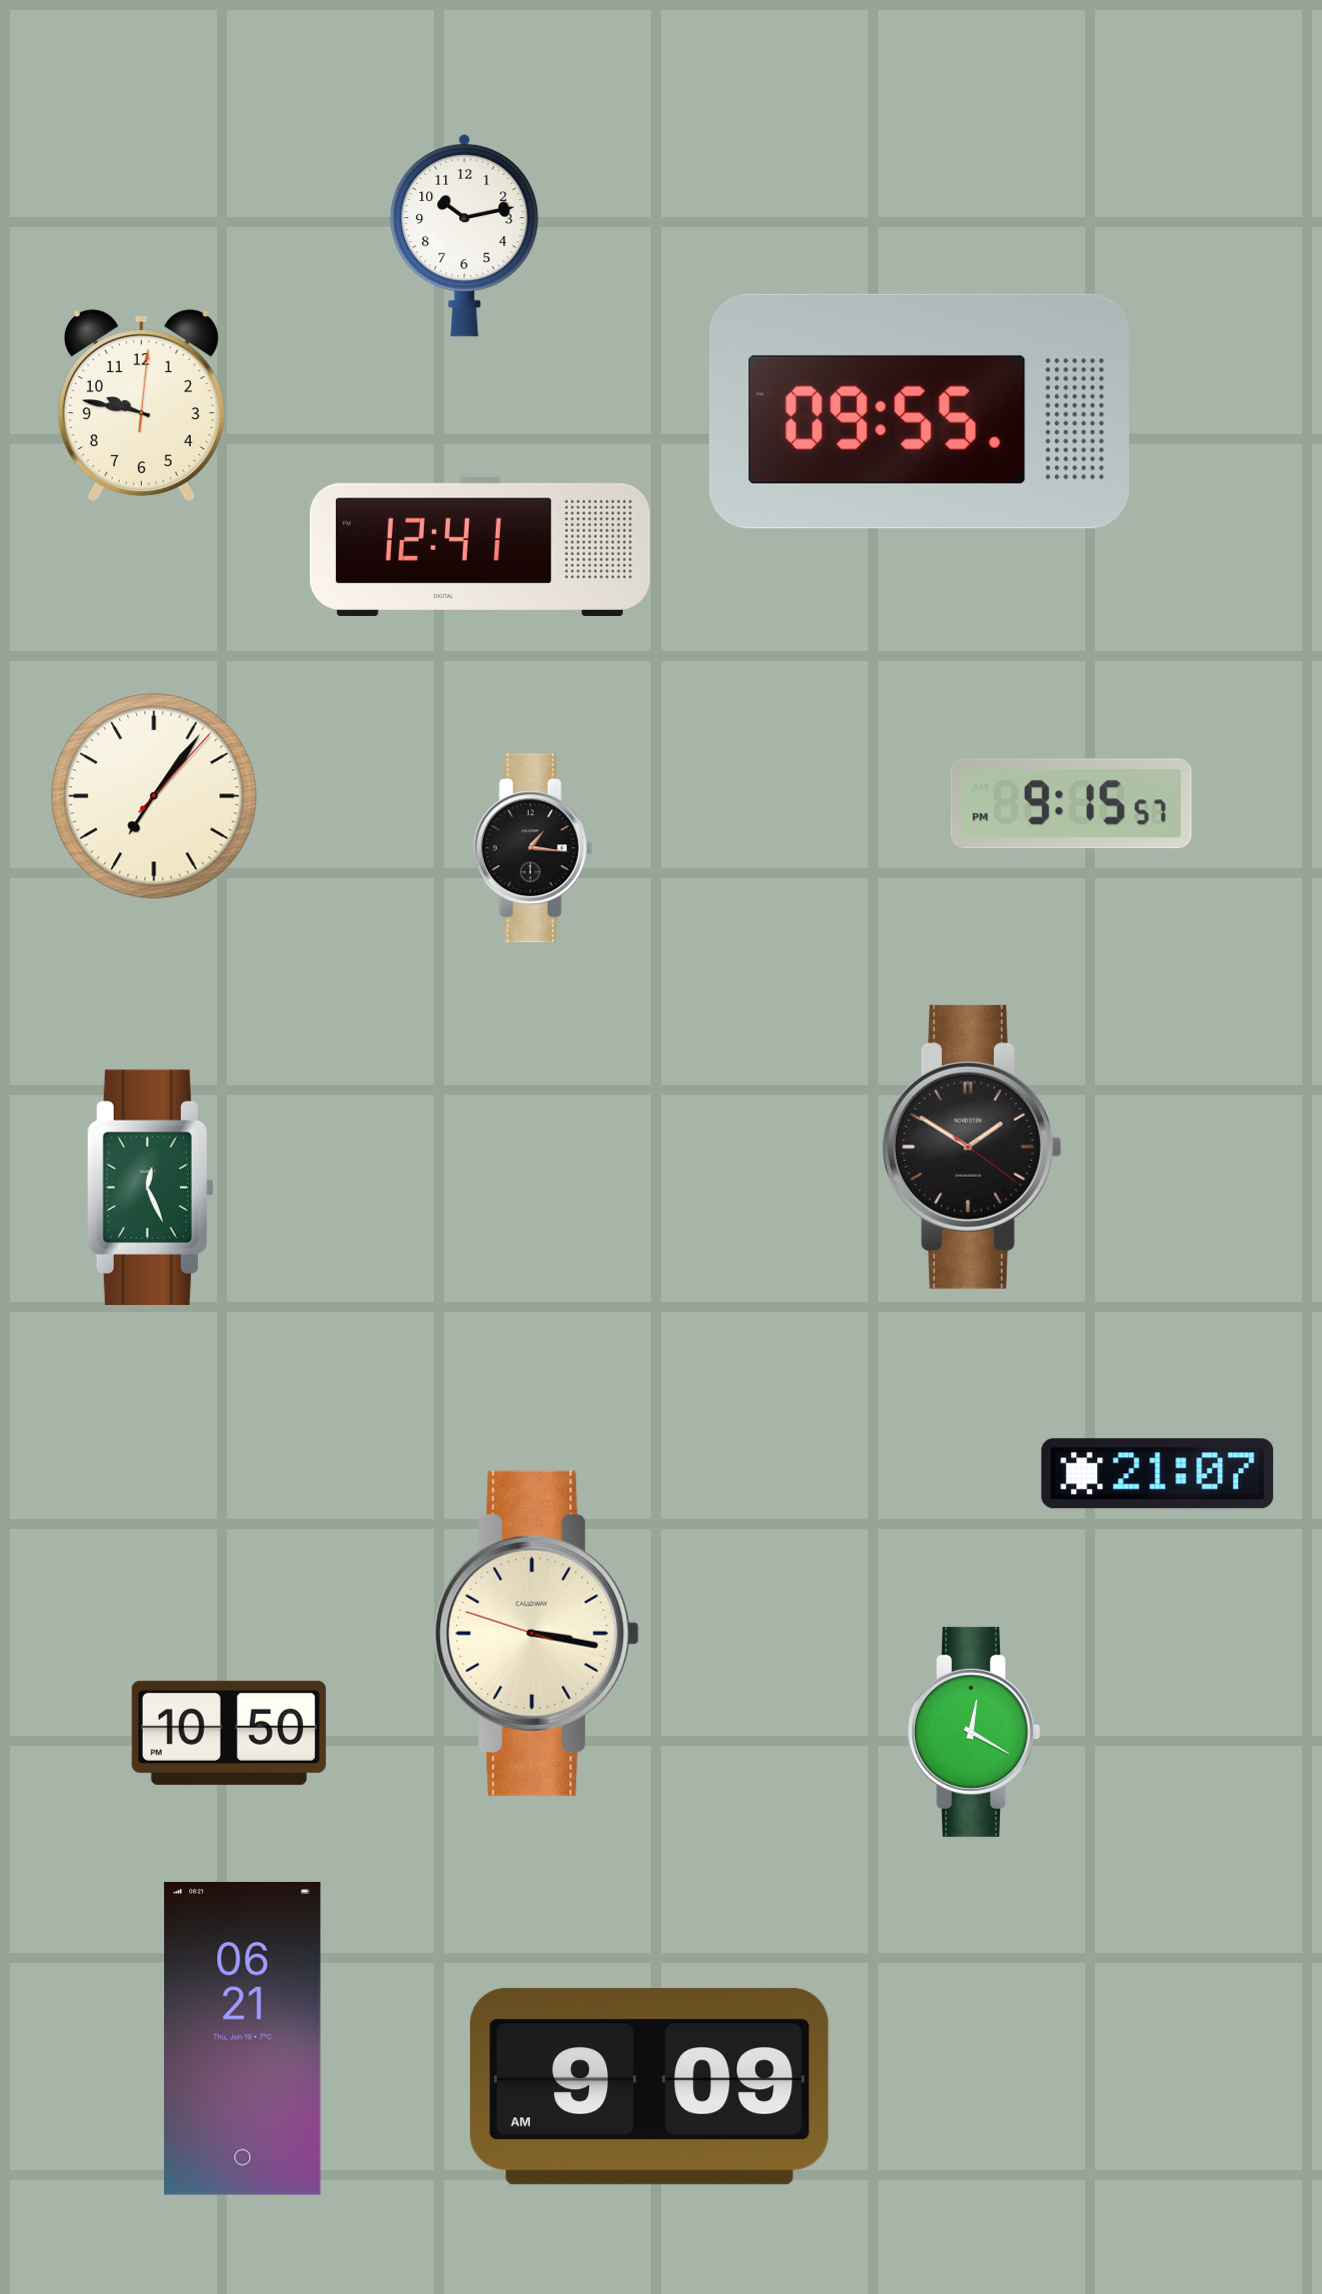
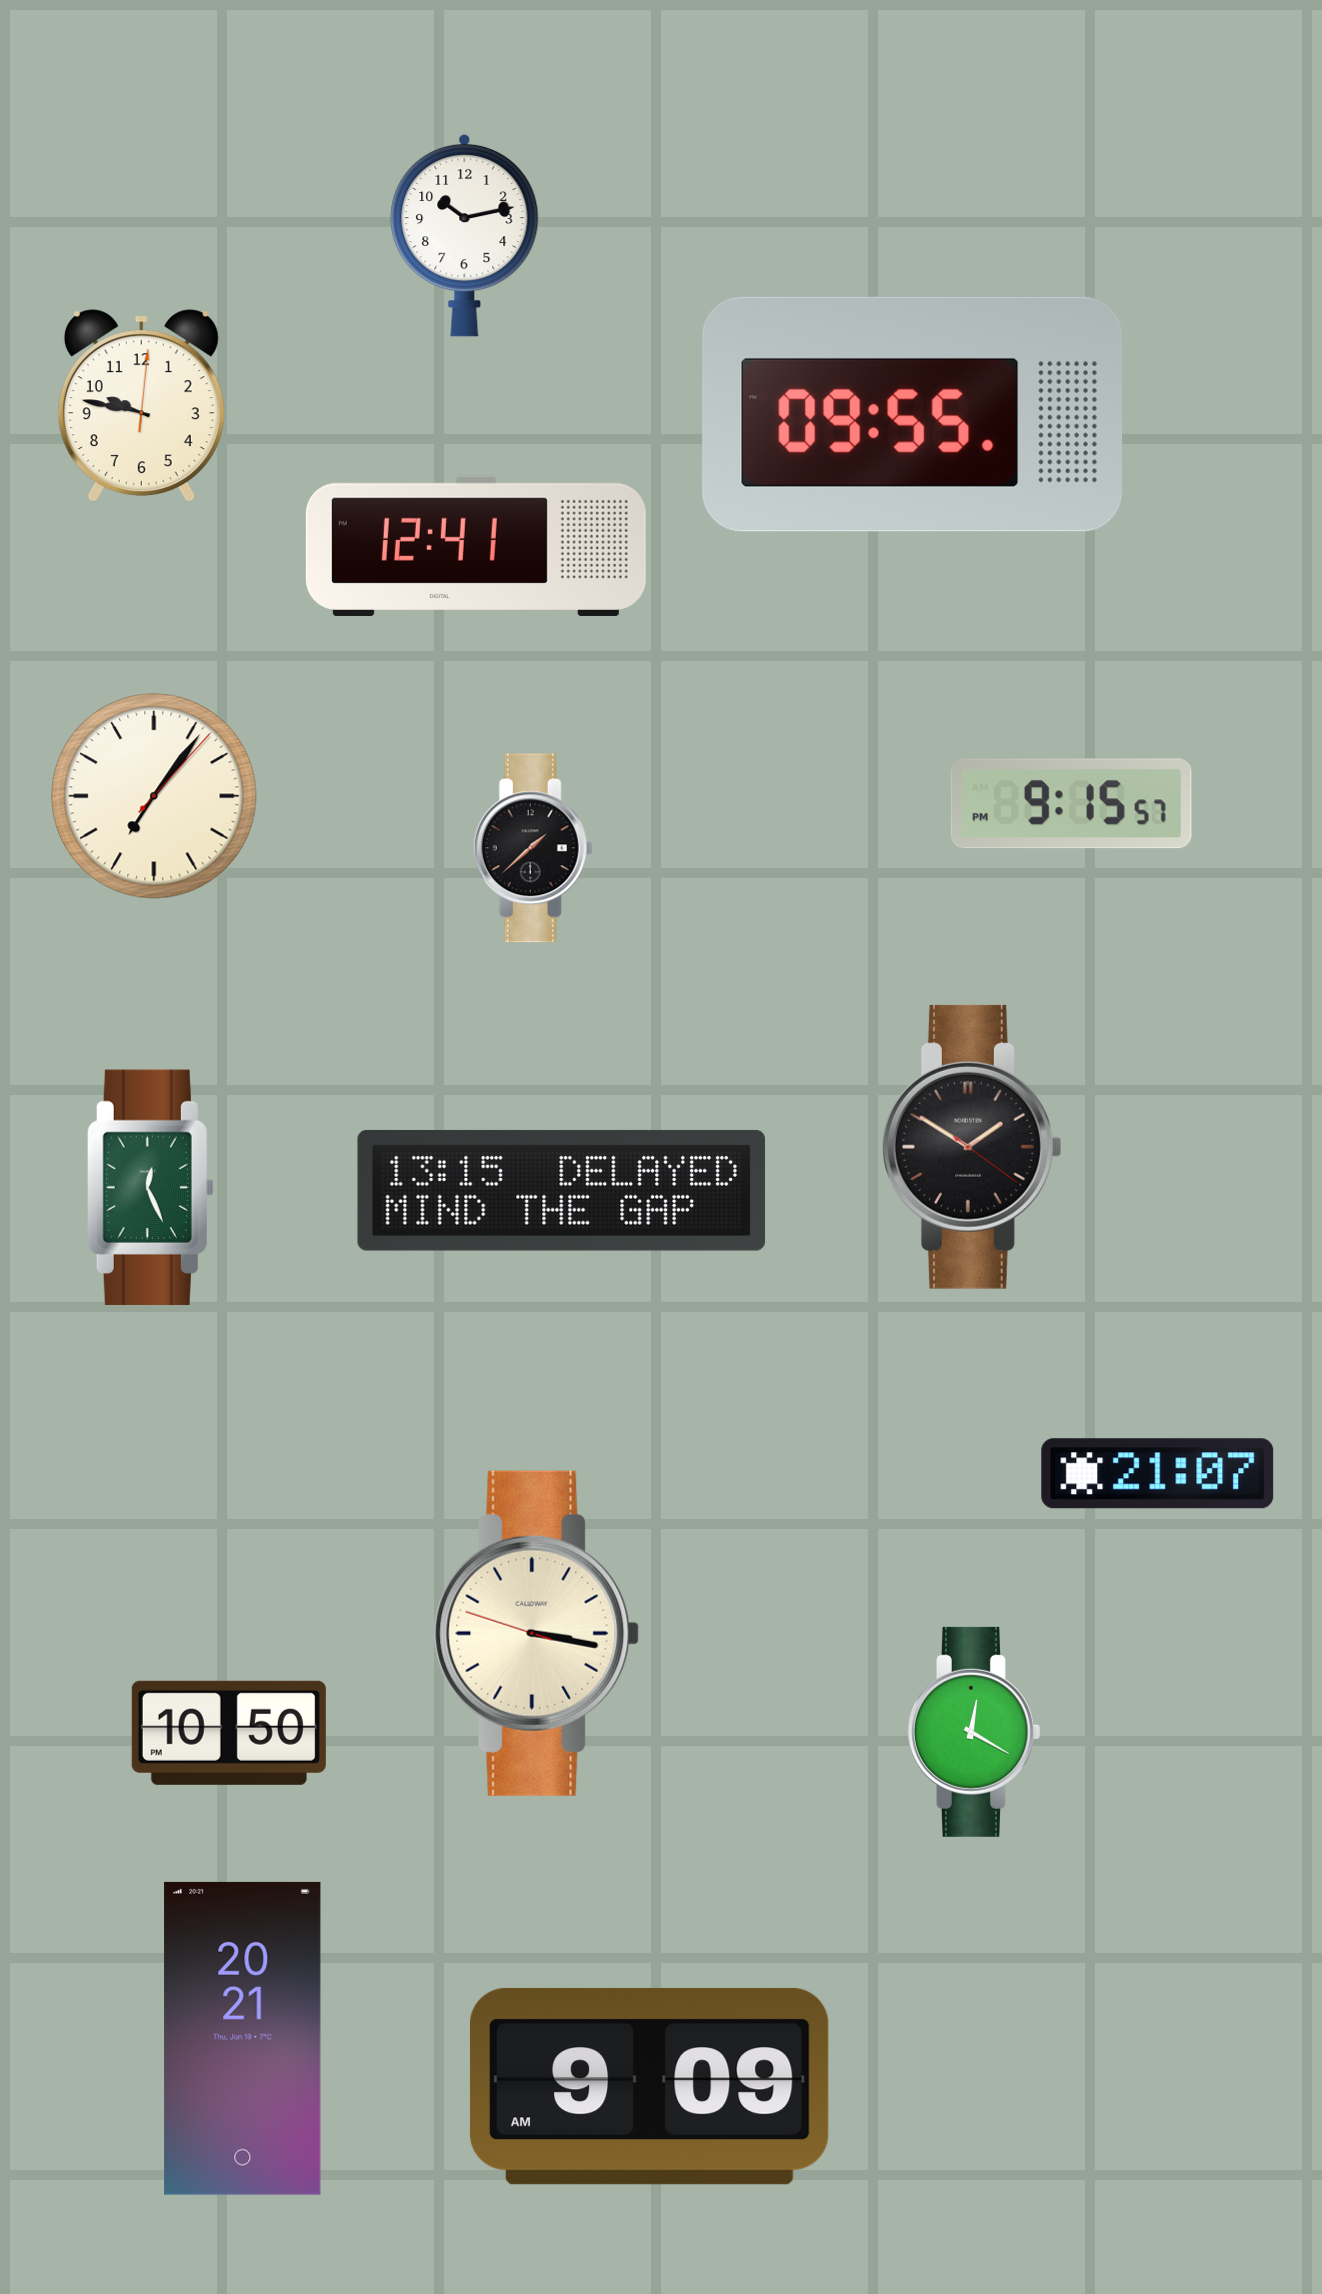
clock at (919, 411) position: (919, 411) -> (912, 414)
clock at (480, 546) position: (480, 546) -> (476, 546)
clock at (533, 848): 1:16 -> 1:38
clock at (562, 1190): none -> 13:15
clock at (243, 2038): 06:21 -> 20:21
